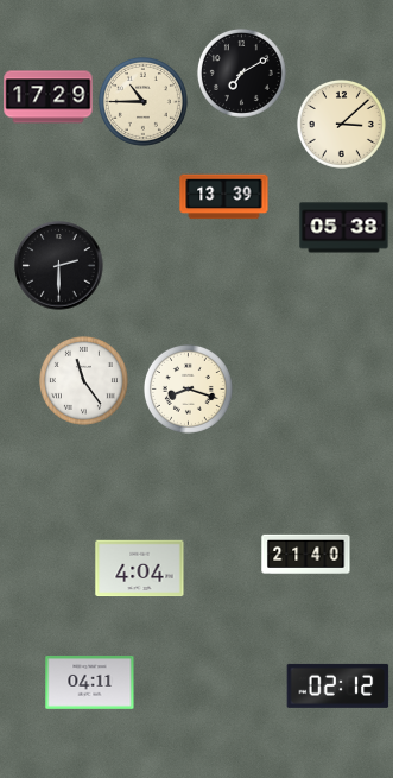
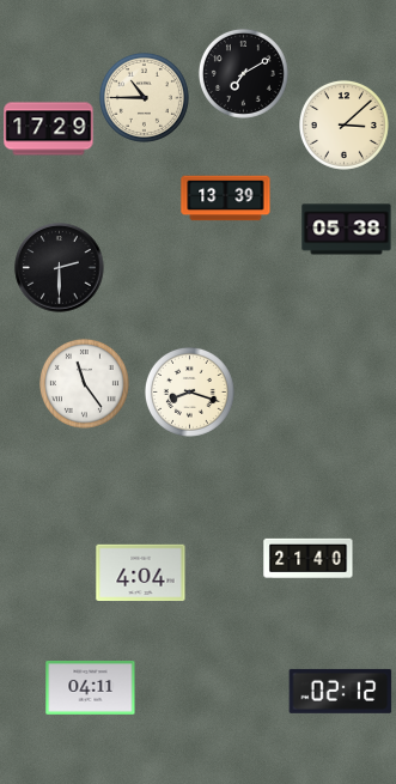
clock at (49, 97) position: (49, 97) -> (49, 129)
clock at (142, 101) position: (142, 101) -> (144, 97)
